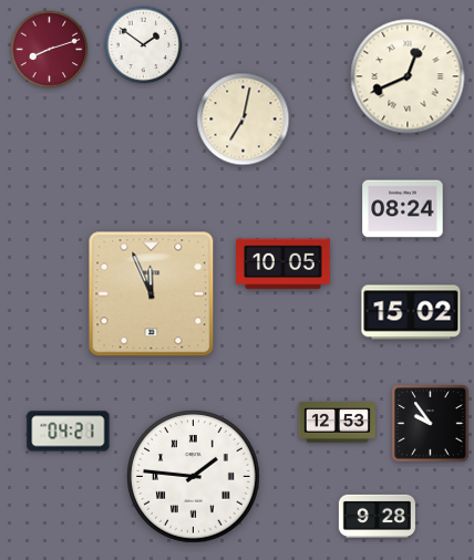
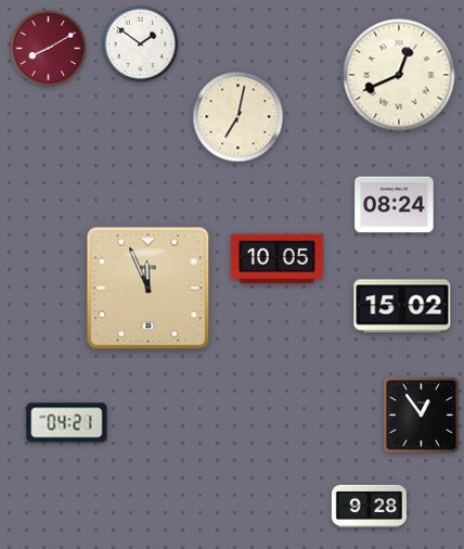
clock at (50, 50): 8:12 -> 8:10
clock at (337, 423): 12:53 -> none
clock at (431, 424): 9:54 -> 12:54
clock at (194, 477): 1:46 -> none
